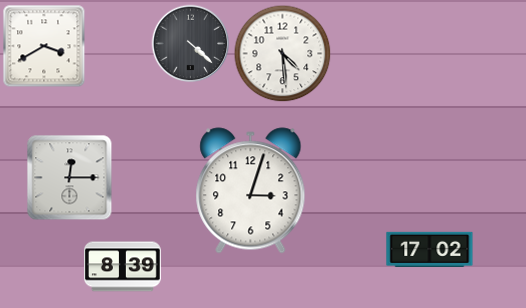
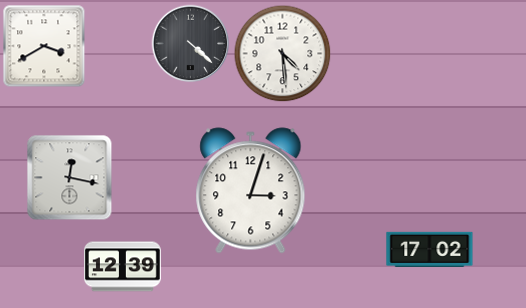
clock at (70, 178): 12:15 -> 12:17
clock at (123, 267): 8:39 -> 12:39
